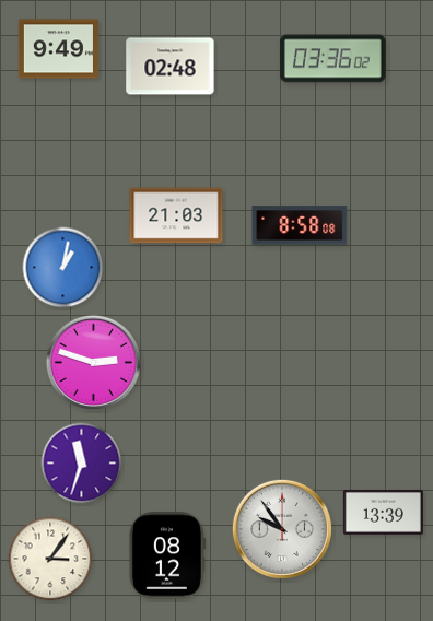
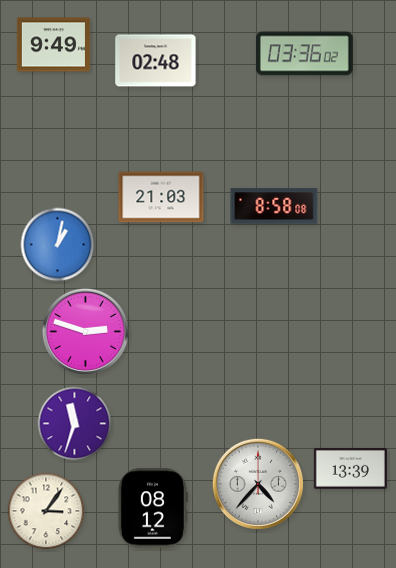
clock at (282, 529): 9:54 -> 4:37
